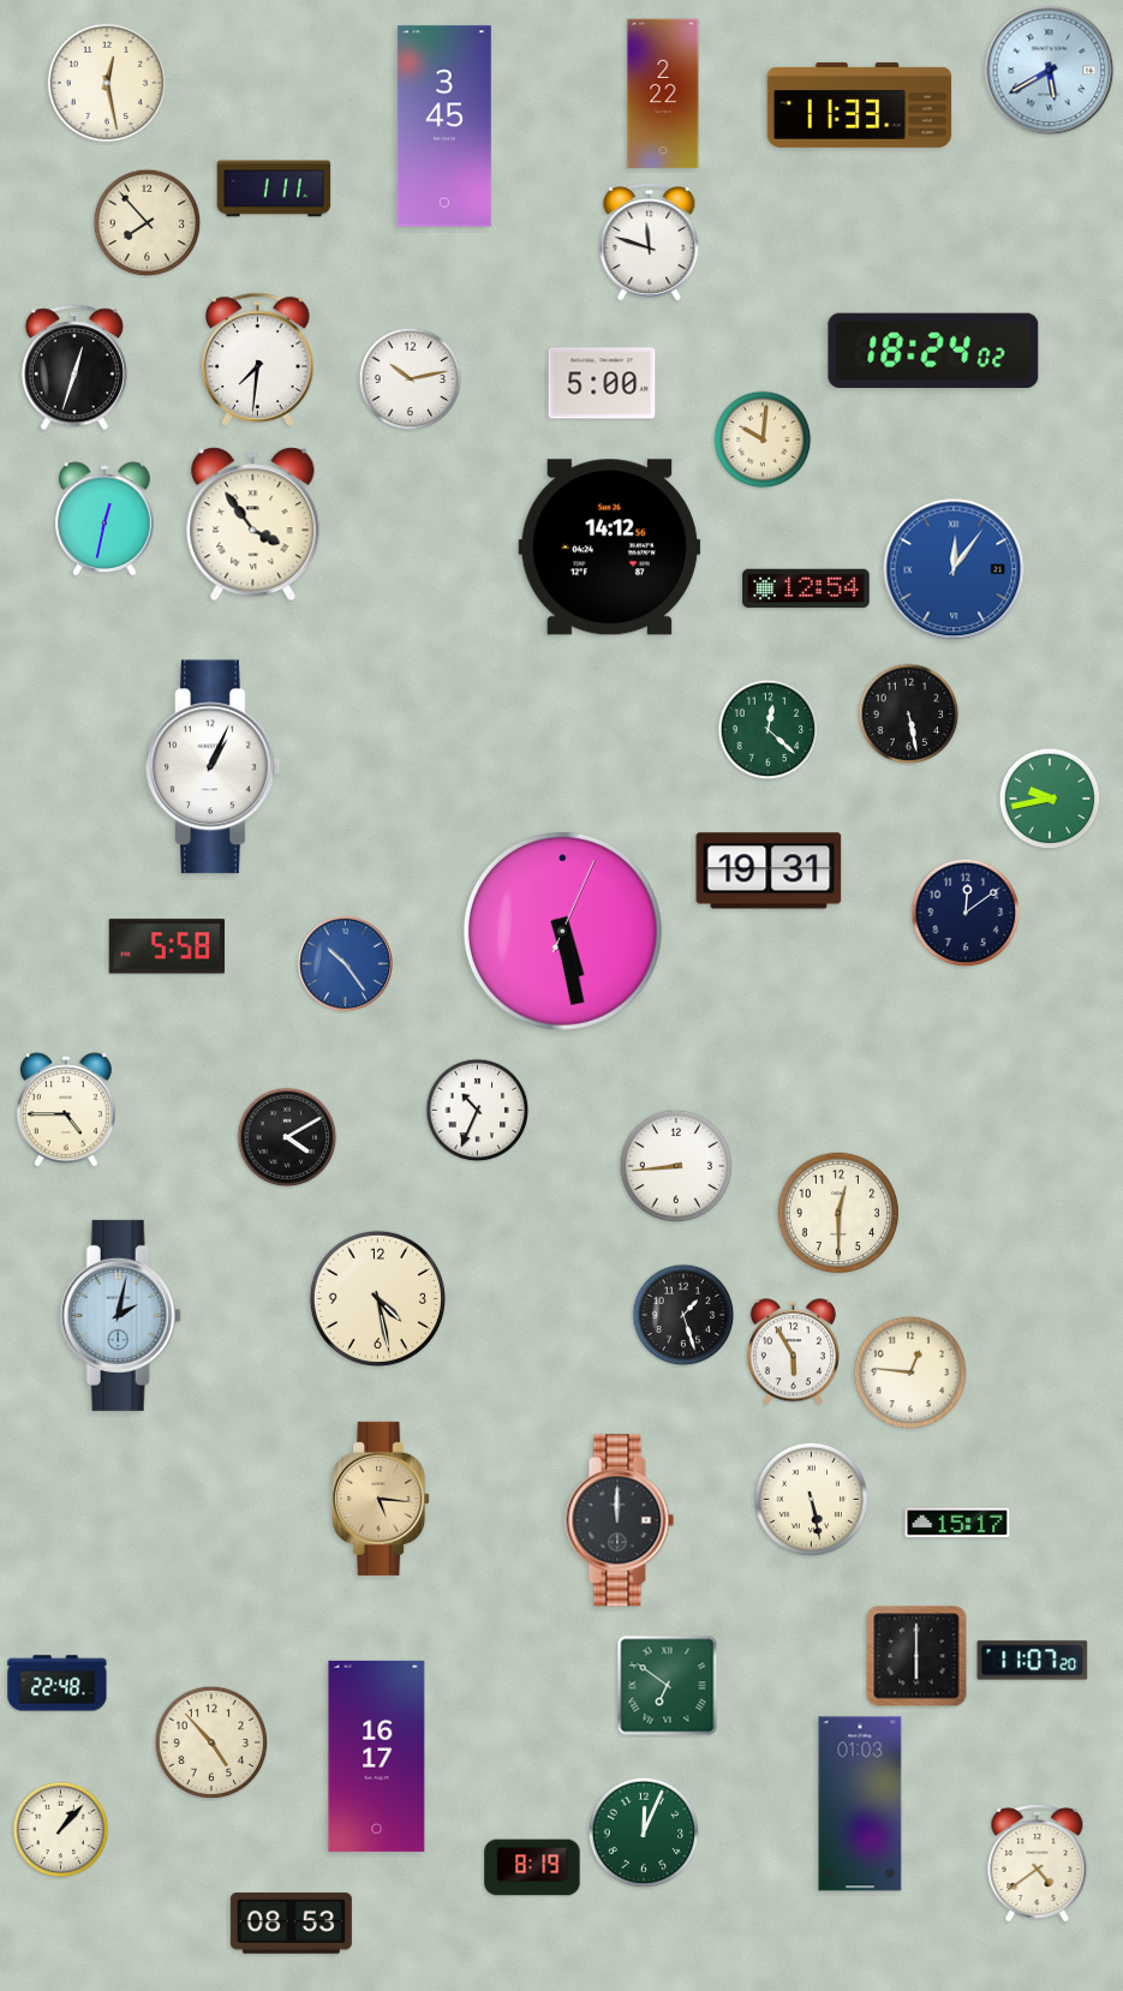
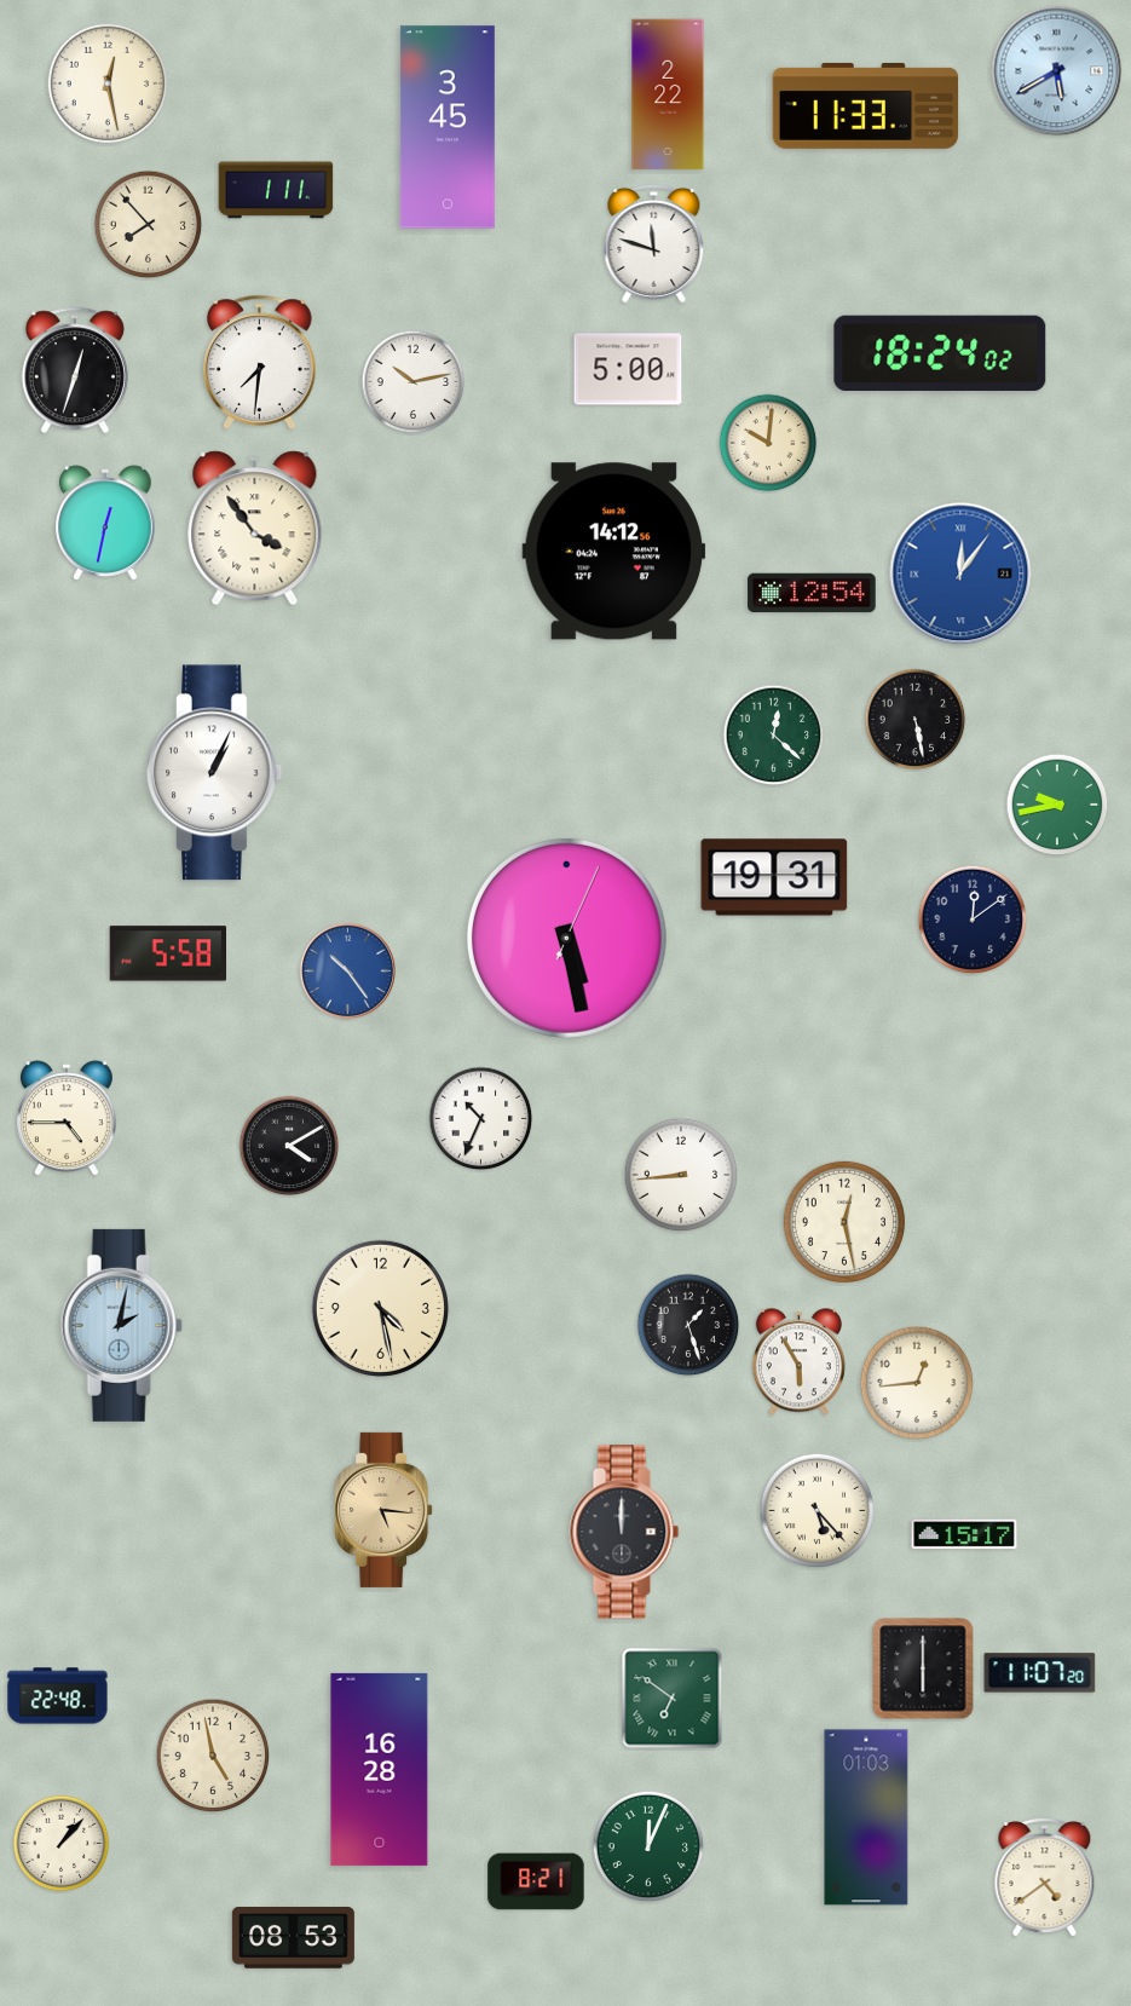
clock at (602, 383) position: (602, 383) -> (628, 369)
clock at (838, 1213): 12:30 -> 12:28
clock at (910, 1373): 12:46 -> 12:44
clock at (812, 1500): 5:28 -> 5:23
clock at (211, 1742): 4:53 -> 4:58
clock at (377, 1756): 16:17 -> 16:28
clock at (532, 1867): 8:19 -> 8:21
